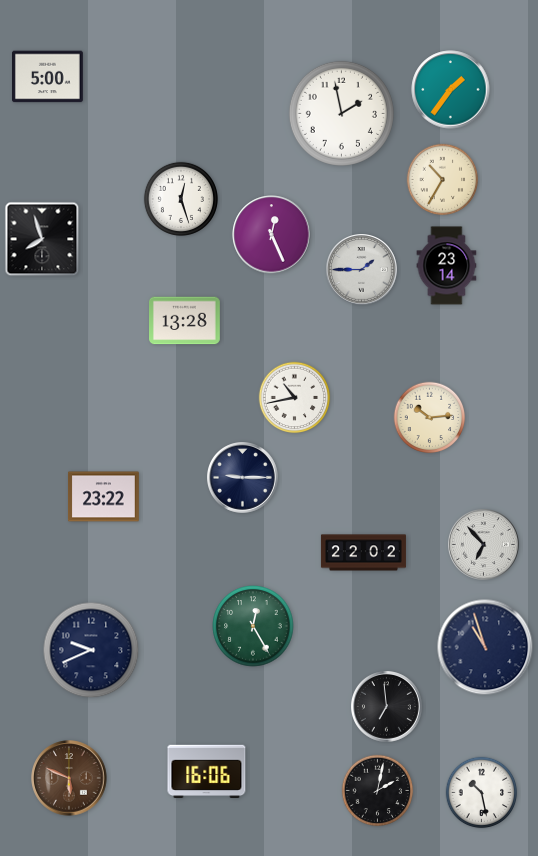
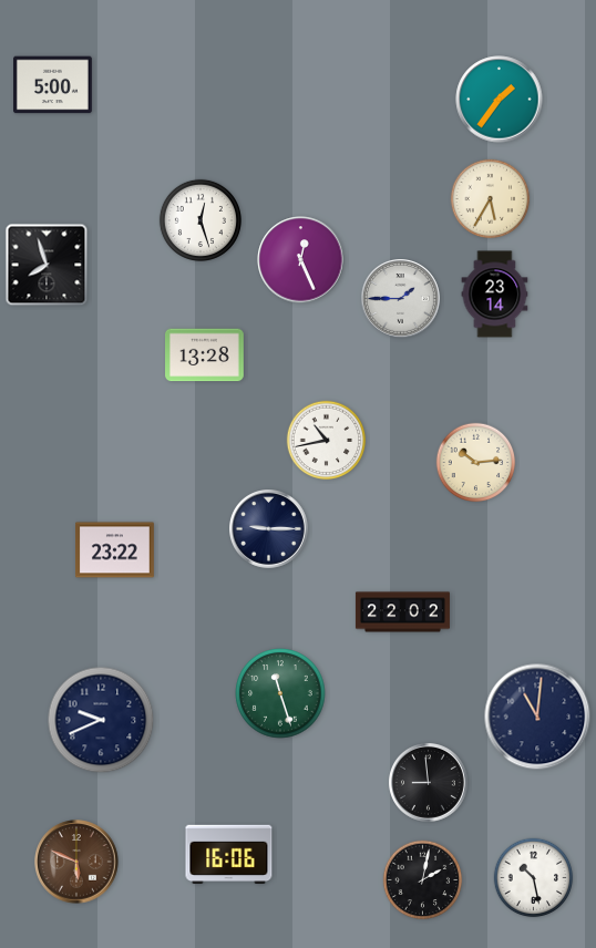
clock at (341, 113): 1:58 -> none
clock at (443, 180): 10:35 -> 5:35
clock at (484, 545): 6:53 -> none
clock at (253, 626): 12:25 -> 11:27
clock at (485, 647): 10:57 -> 11:01
clock at (387, 707): 6:59 -> 8:59
clock at (378, 791) position: (378, 791) -> (423, 880)
